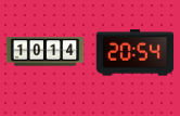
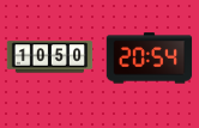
clock at (46, 52): 10:14 -> 10:50
